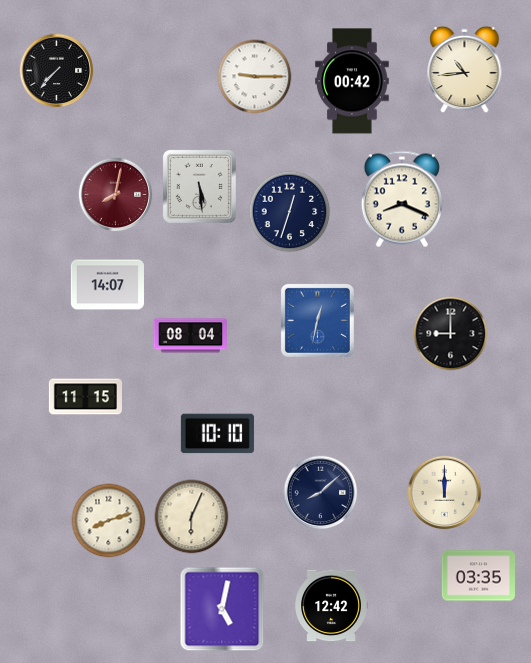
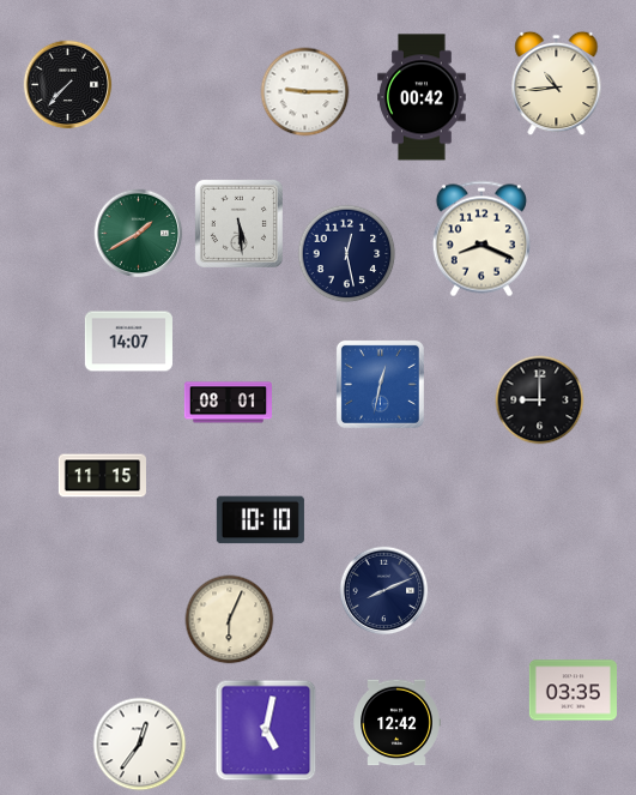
clock at (116, 195): 8:02 -> 1:40
clock at (116, 195) dial: burgundy -> green
clock at (290, 212): 12:33 -> 12:28
clock at (190, 336): 08:04 -> 08:01
clock at (321, 493): 8:08 -> 8:11
clock at (445, 493): 12:00 -> none
clock at (109, 521): 8:12 -> none
clock at (331, 606) position: (331, 606) -> (396, 723)
clock at (140, 745): none -> 12:36
